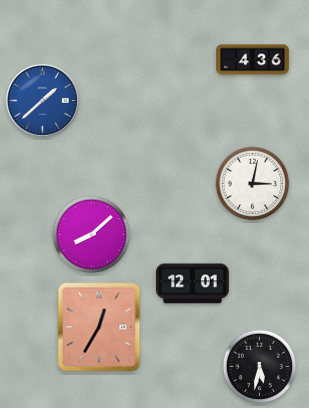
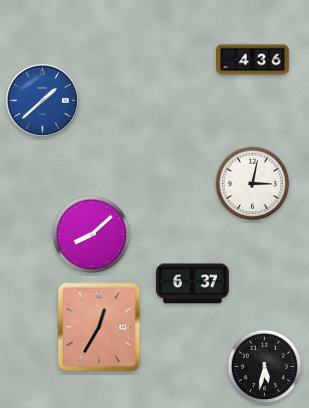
clock at (193, 284): 12:01 -> 6:37
clock at (260, 367) position: (260, 367) -> (265, 367)
